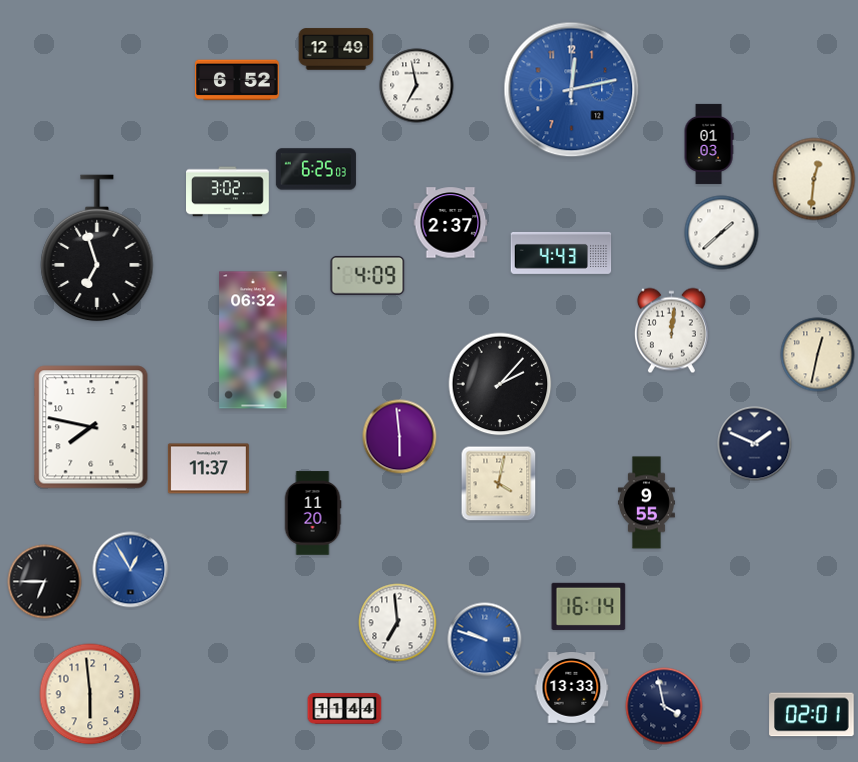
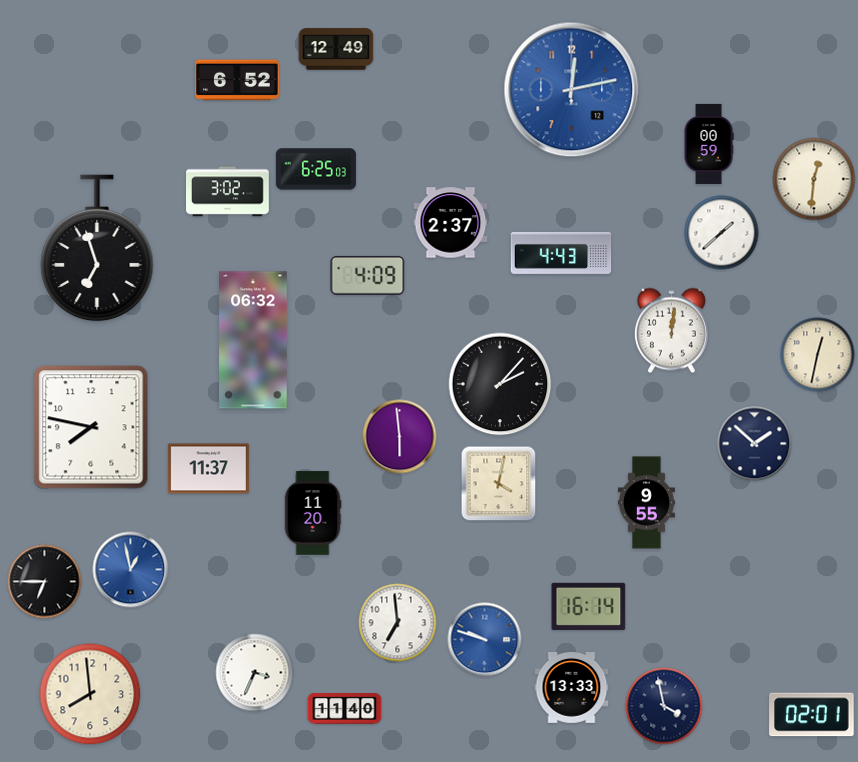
clock at (417, 86): 6:58 -> none
clock at (709, 144): 01:03 -> 00:59
clock at (755, 444): 1:49 -> 1:52
clock at (131, 570): 12:55 -> 12:58
clock at (255, 673): none -> 3:34
clock at (90, 694): 5:59 -> 7:59
clock at (345, 709): 11:44 -> 11:40
